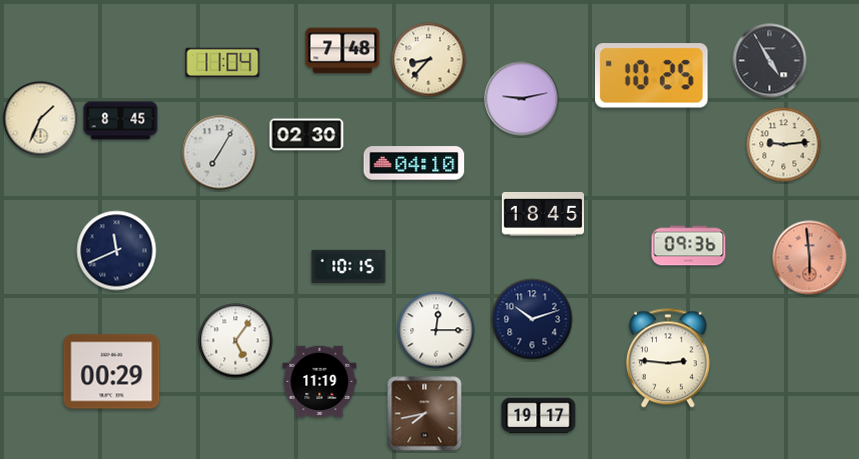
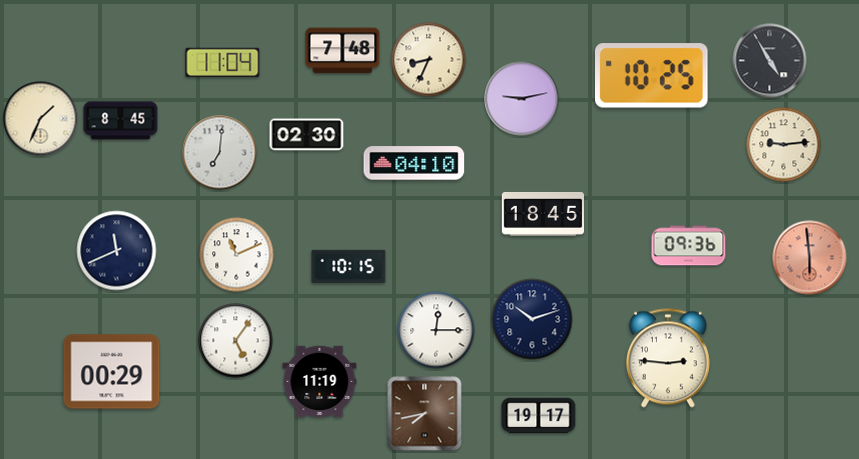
clock at (429, 60): 8:37 -> 8:34
clock at (220, 153): 7:05 -> 7:01
clock at (237, 255): none -> 11:11
